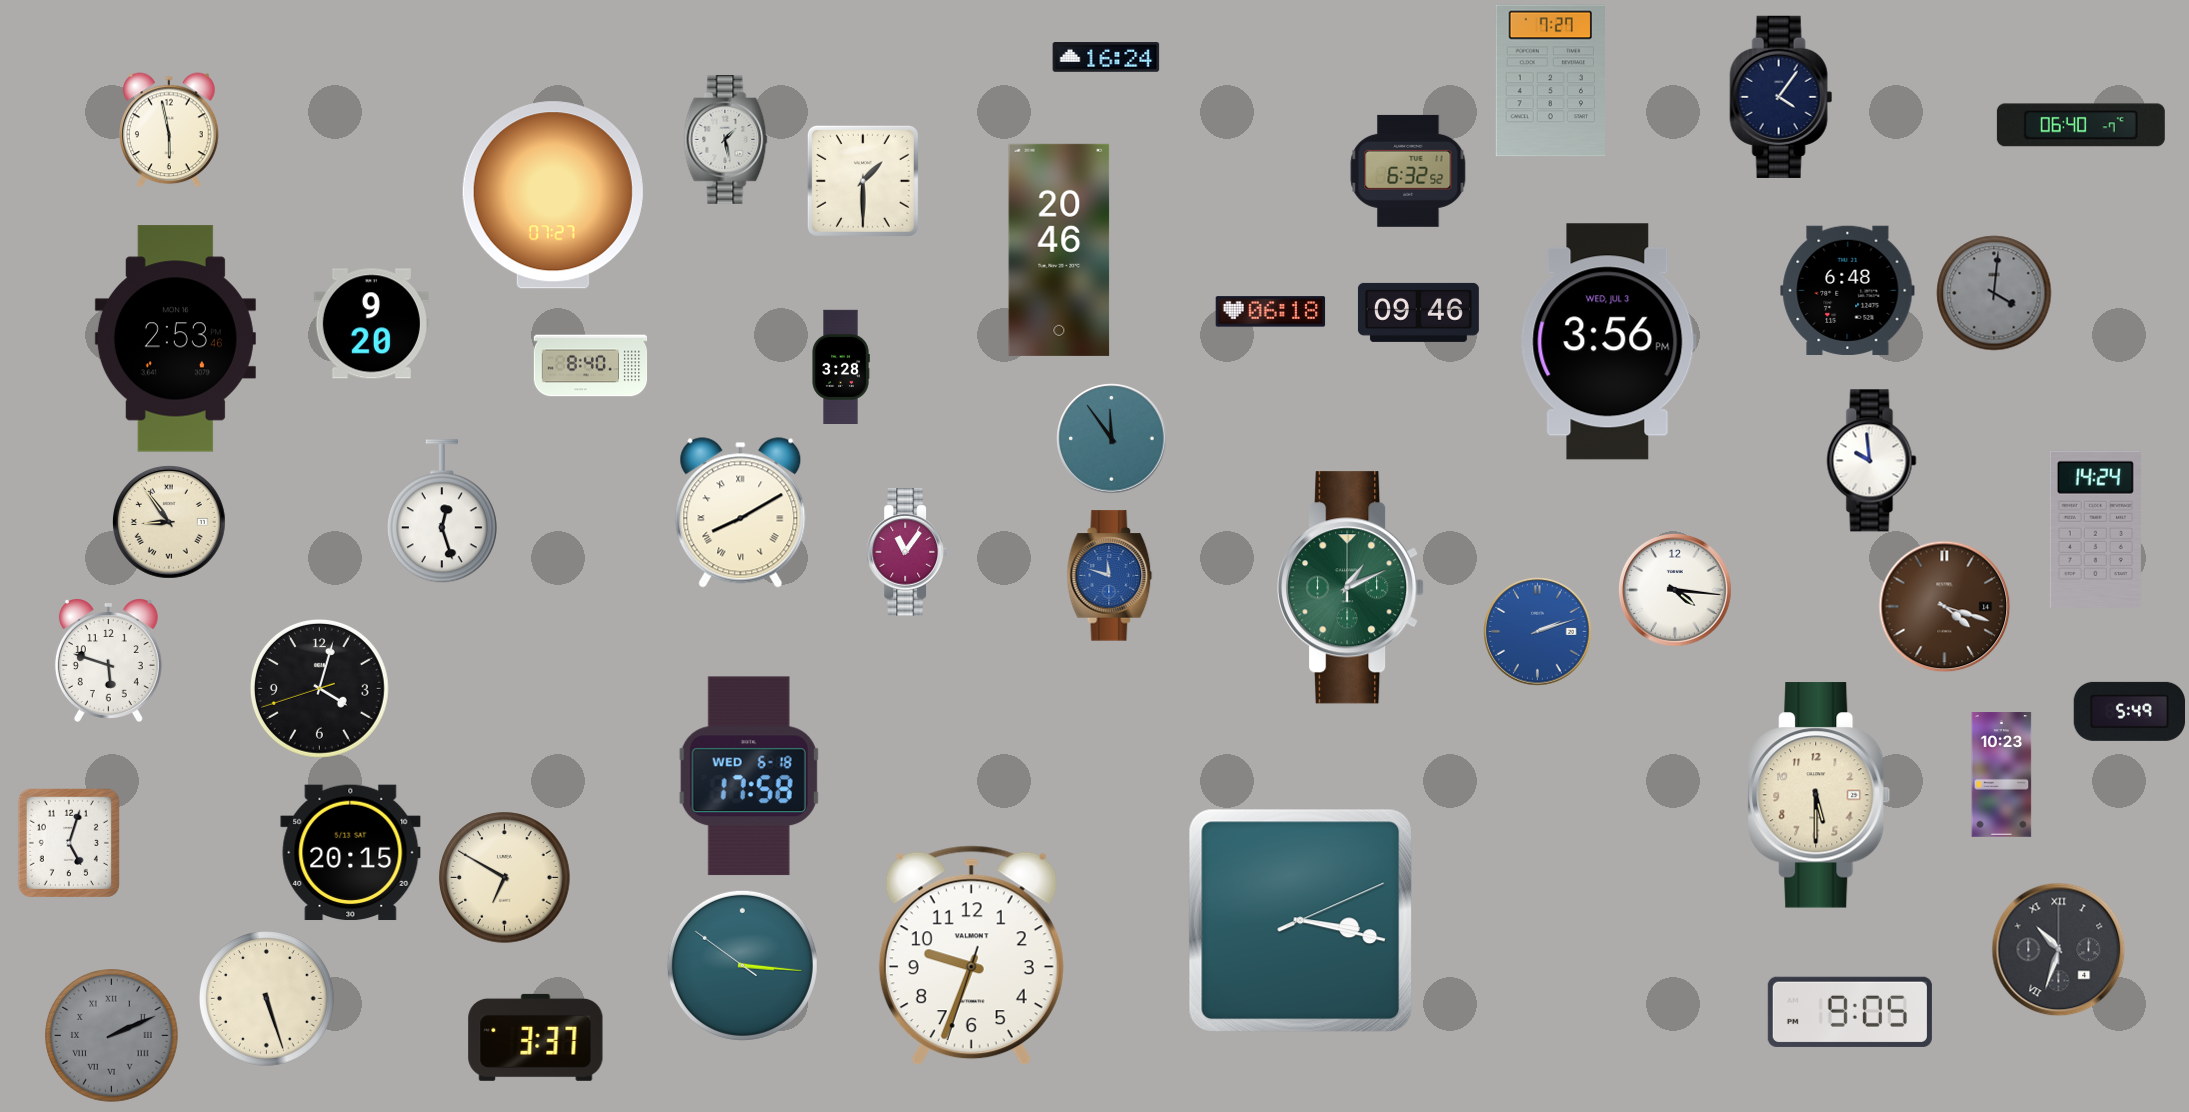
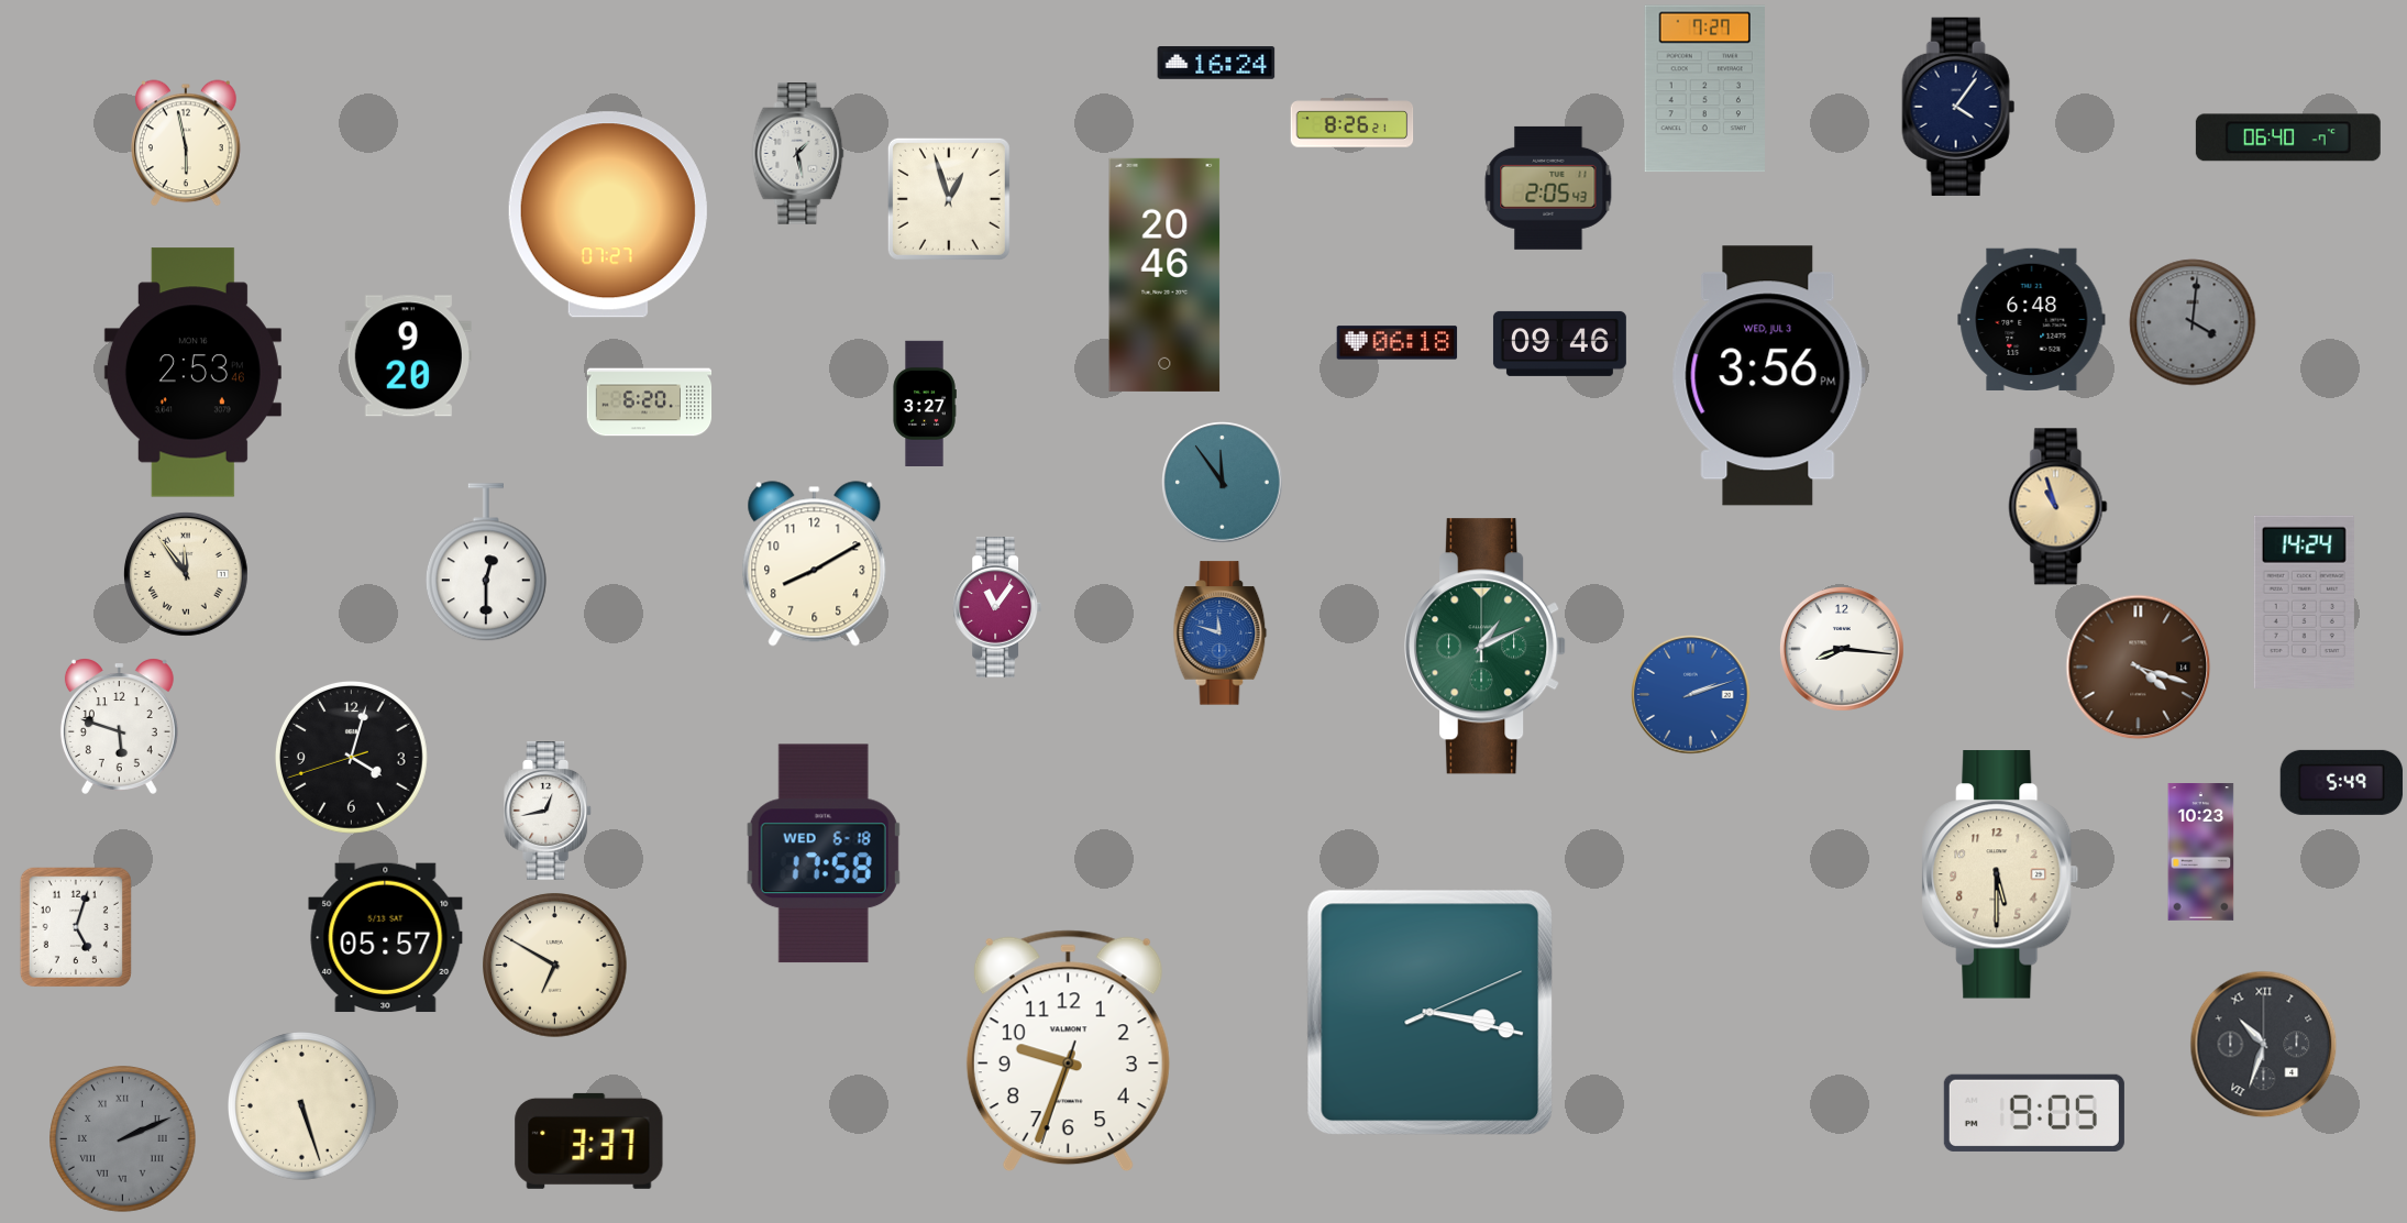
clock at (1352, 123): none -> 8:26
clock at (1408, 171): 6:32 -> 2:05
clock at (863, 181): 1:30 -> 12:57
clock at (591, 366): 8:40 -> 6:20
clock at (841, 366): 3:28 -> 3:27
clock at (1872, 461): 9:59 -> 10:57
clock at (1872, 461) dial: white -> champagne
clock at (442, 512): 12:27 -> 12:30
clock at (741, 513) numerals: Roman -> Arabic
clock at (169, 522): 8:54 -> 11:54
clock at (2095, 529) position: (2095, 529) -> (2304, 602)
clock at (1675, 590): 4:16 -> 8:16
clock at (549, 811): none -> 12:43
clock at (351, 853): 20:15 -> 05:57
clock at (742, 965): 3:15 -> none
clock at (267, 999) position: (267, 999) -> (302, 1106)
